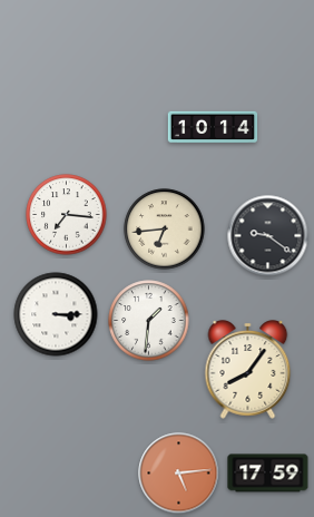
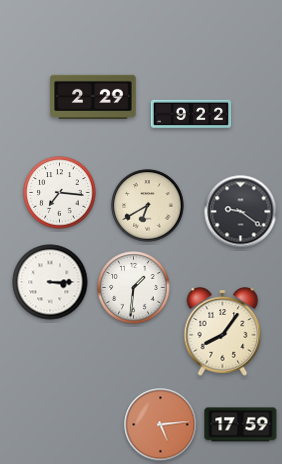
clock at (93, 96): none -> 2:29
clock at (213, 127): 10:14 -> 9:22
clock at (165, 230): 6:44 -> 6:40
